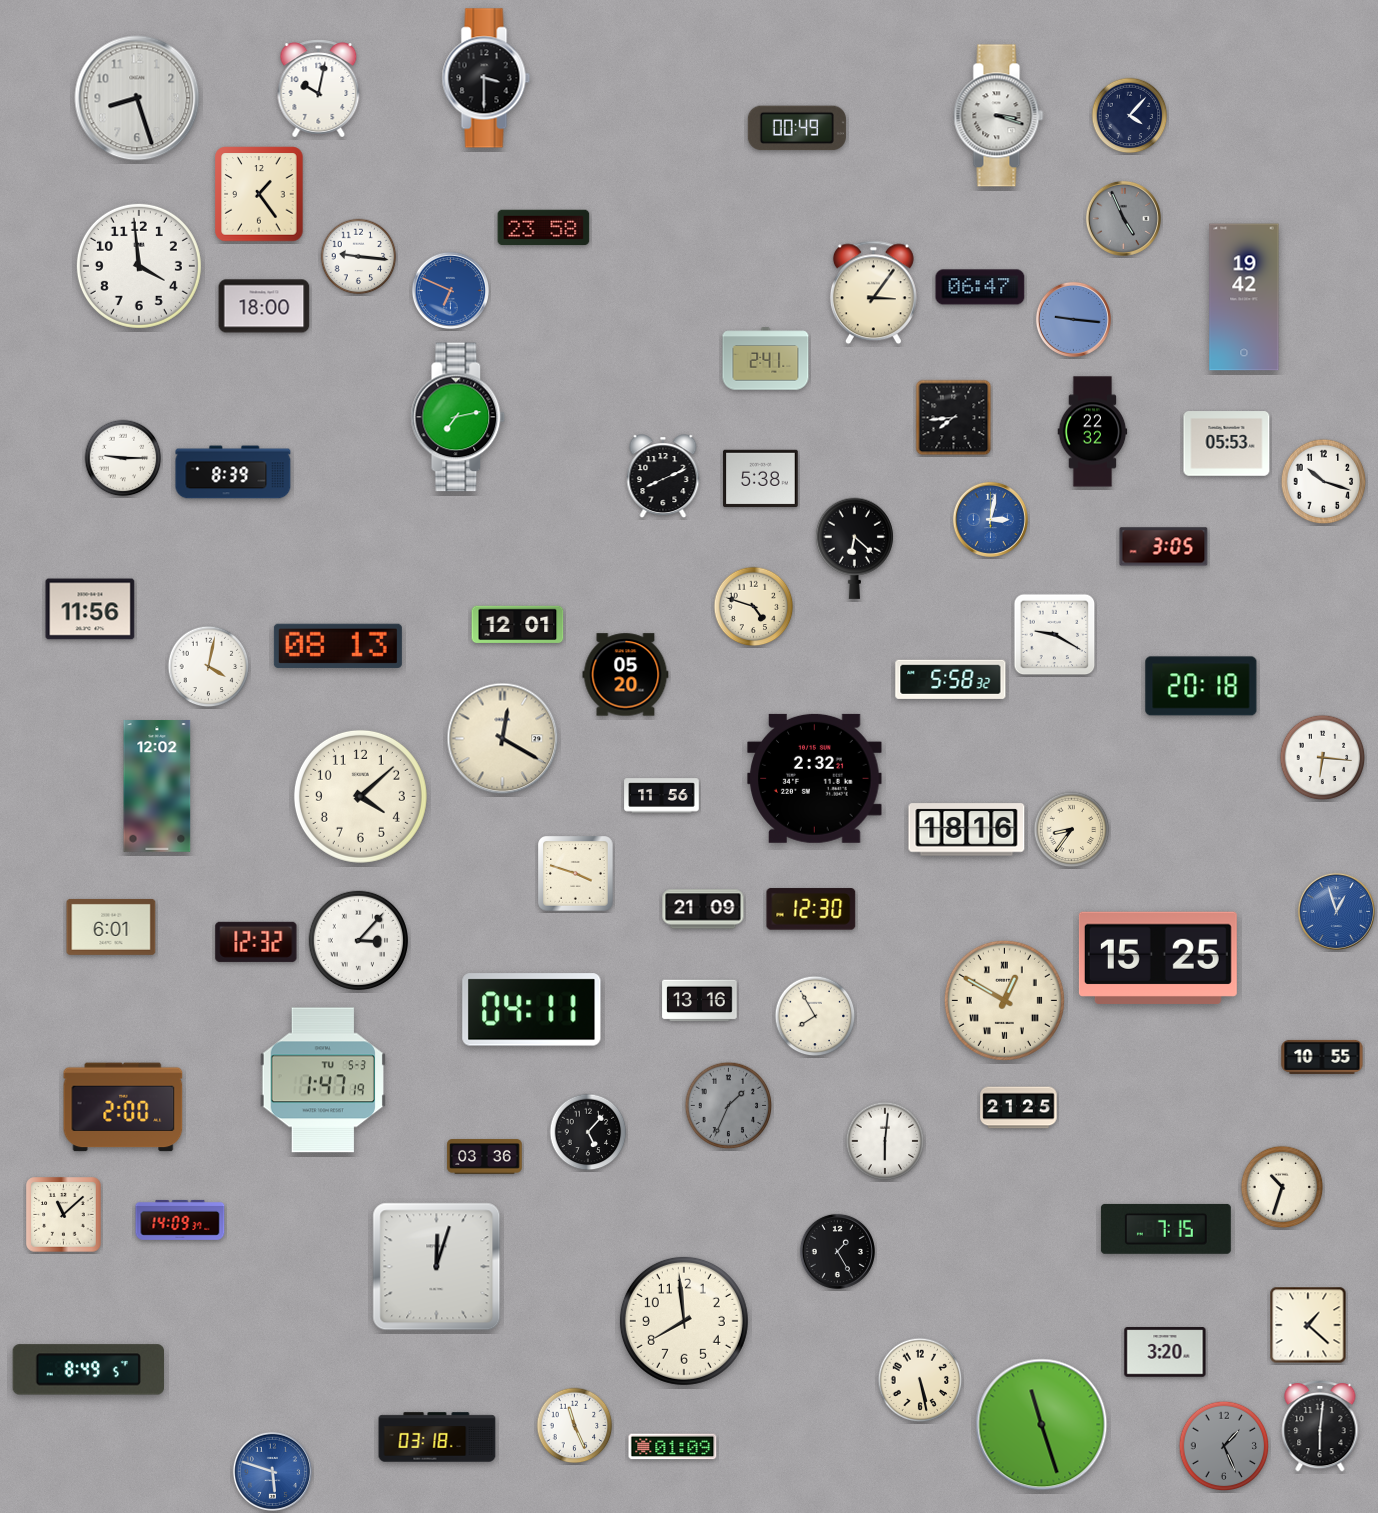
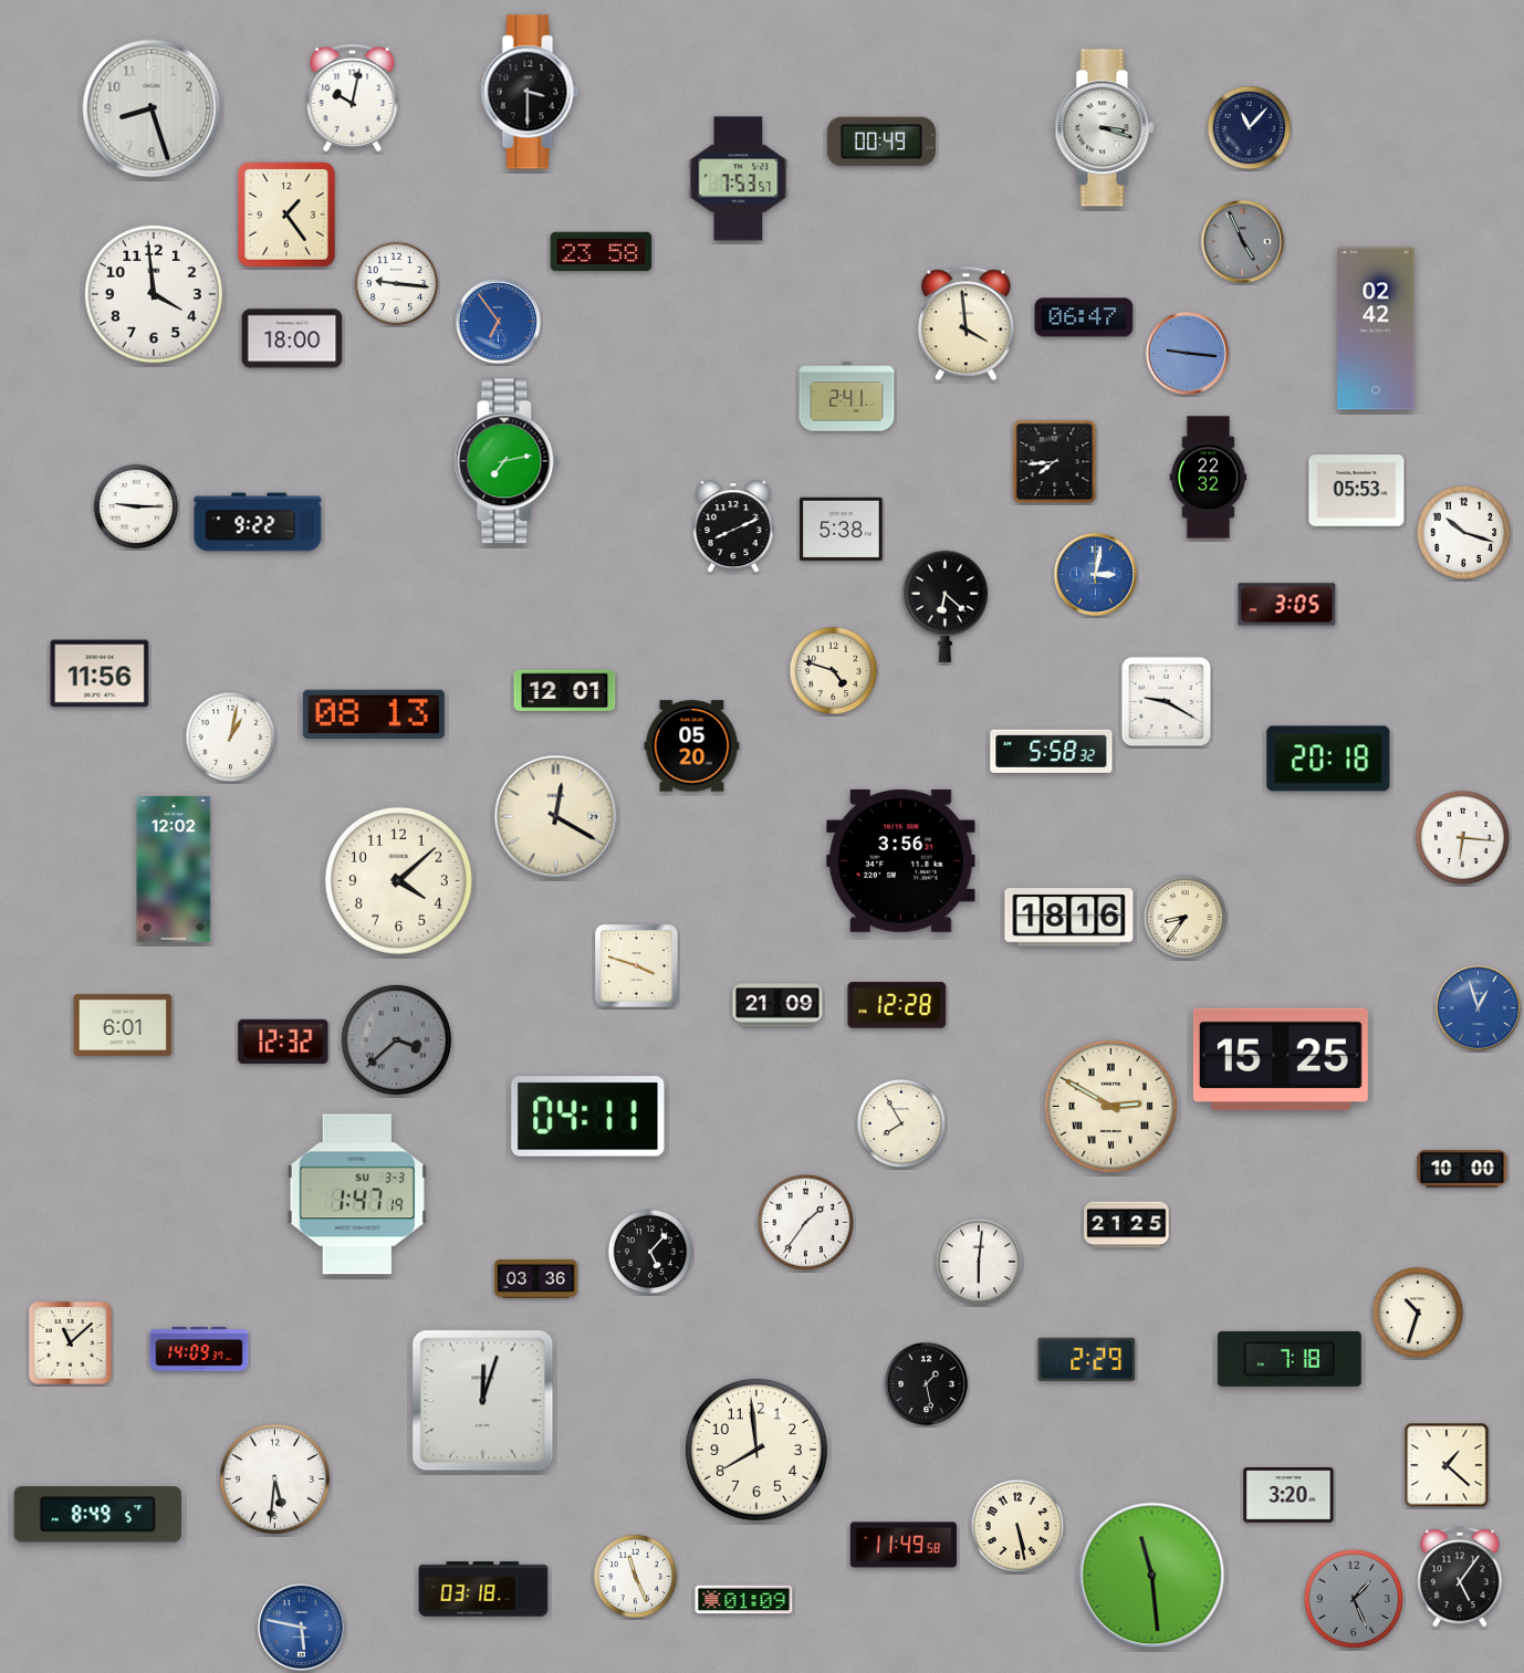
clock at (486, 78) position: (486, 78) -> (530, 92)
clock at (1130, 116): 4:07 -> 11:07
clock at (739, 179): none -> 7:53
clock at (450, 290): 6:49 -> 6:54
clock at (873, 293): 3:06 -> 3:59
clock at (1244, 297): 19:42 -> 02:42
clock at (233, 472): 8:39 -> 9:22
clock at (518, 624) position: (518, 624) -> (565, 690)
clock at (209, 667): 4:02 -> 1:02
clock at (815, 778): 2:32 -> 3:56
clock at (662, 796): 11:56 -> none
clock at (811, 909): 12:30 -> 12:28
clock at (358, 940): 3:07 -> 3:38
clock at (358, 940) dial: white -> grey
clock at (1004, 1000): 12:50 -> 2:50
clock at (700, 1001): 13:16 -> none
clock at (1322, 1057): 10:55 -> 10:00
clock at (322, 1080) date: TU 5-3 -> SU 3-3
clock at (729, 1106): 1:34 -> 1:36
clock at (729, 1106) dial: grey -> white
clock at (123, 1107): 2:00 -> none
clock at (1087, 1359): none -> 2:29
clock at (1166, 1229): 7:15 -> 7:18
clock at (837, 1251): 1:25 -> 1:28
clock at (684, 1321) position: (684, 1321) -> (756, 1450)
clock at (274, 1478): none -> 5:31
clock at (902, 1545): none -> 11:49
clock at (1042, 1425): 11:27 -> 11:29
clock at (1320, 1426): 6:01 -> 5:06
clock at (272, 1471): 5:48 -> 5:47
